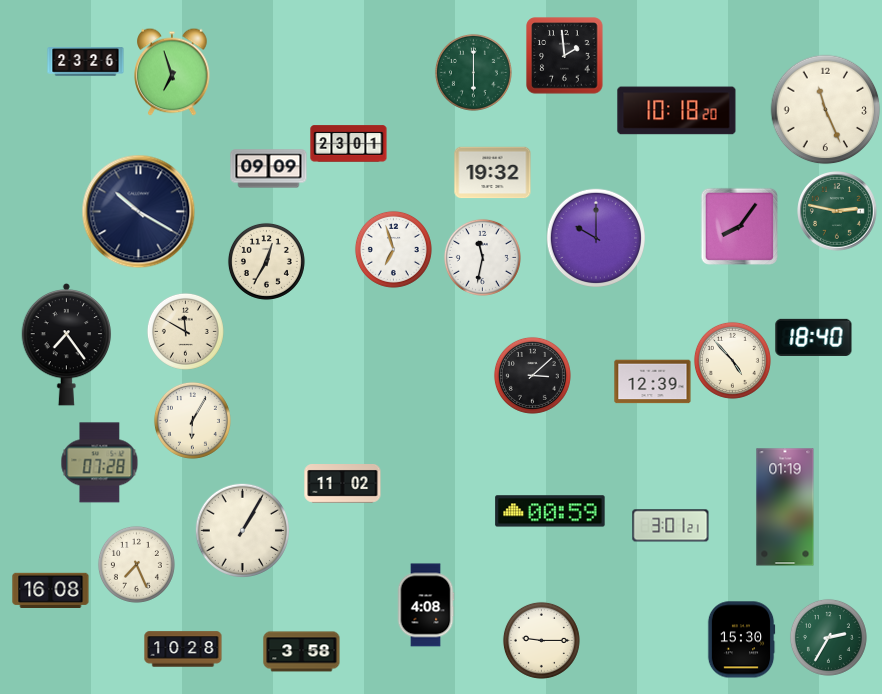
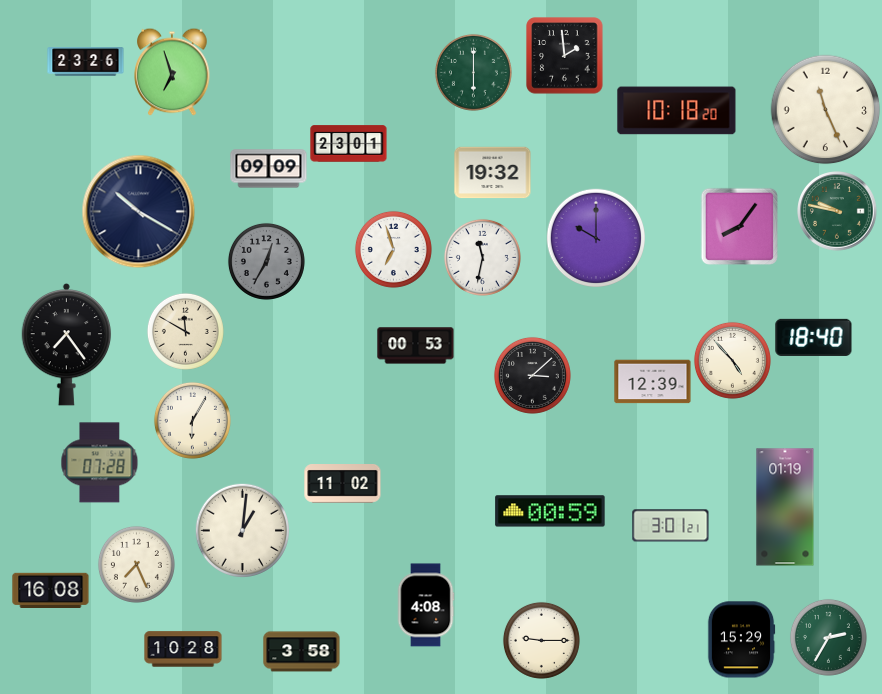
clock at (837, 211): 2:47 -> 9:47
clock at (266, 261) dial: cream -> grey
clock at (416, 346): none -> 00:53
clock at (242, 530): 1:05 -> 1:01
clock at (741, 640): 15:30 -> 15:29
